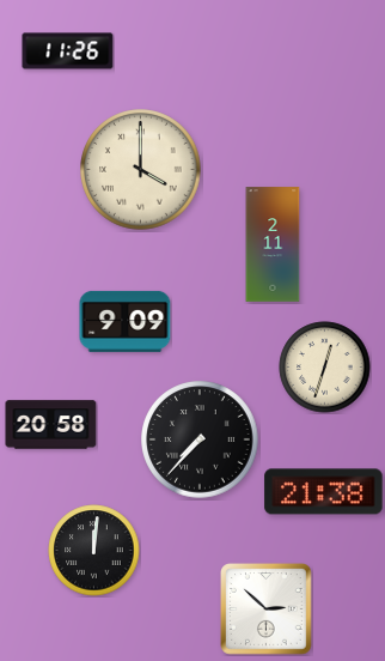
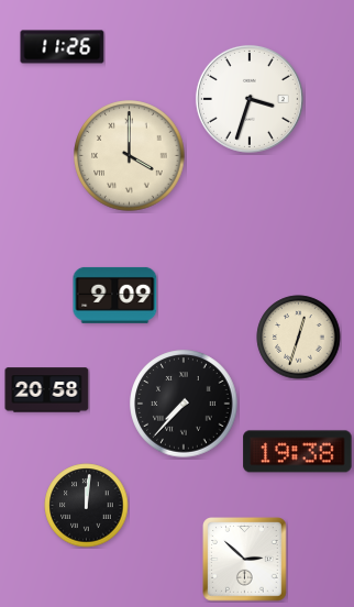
clock at (250, 99): none -> 3:33
clock at (273, 244): 2:11 -> none
clock at (324, 492): 21:38 -> 19:38
